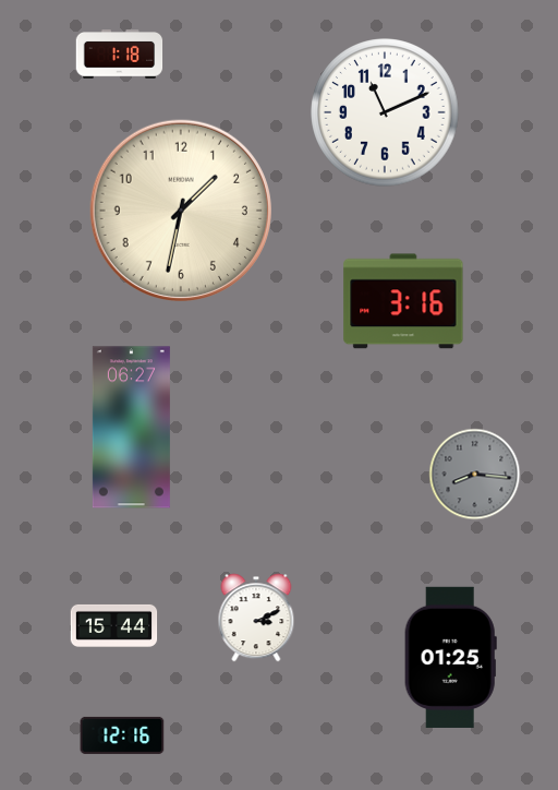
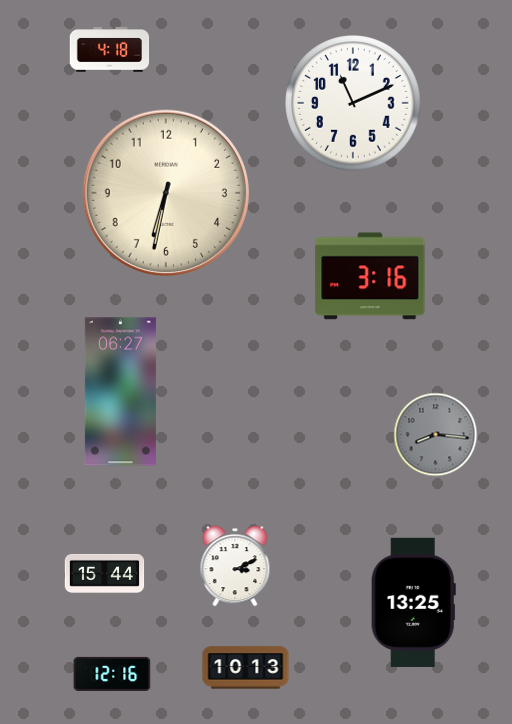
clock at (120, 55): 1:18 -> 4:18
clock at (181, 211): 1:32 -> 6:32
clock at (450, 657): 01:25 -> 13:25
clock at (246, 668): none -> 10:13
